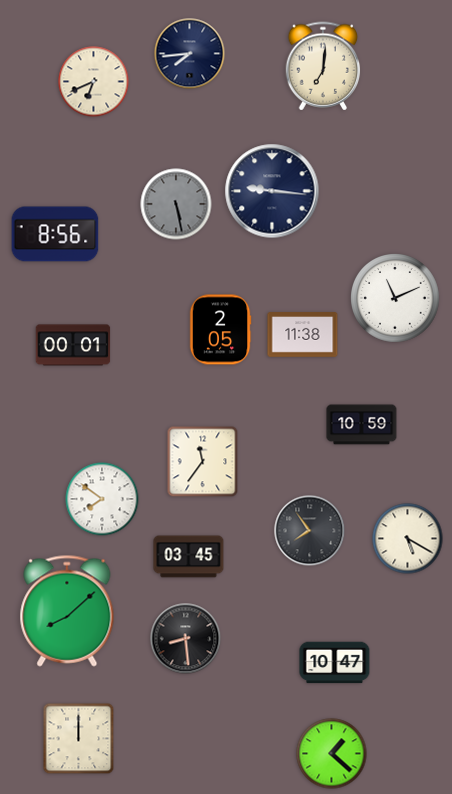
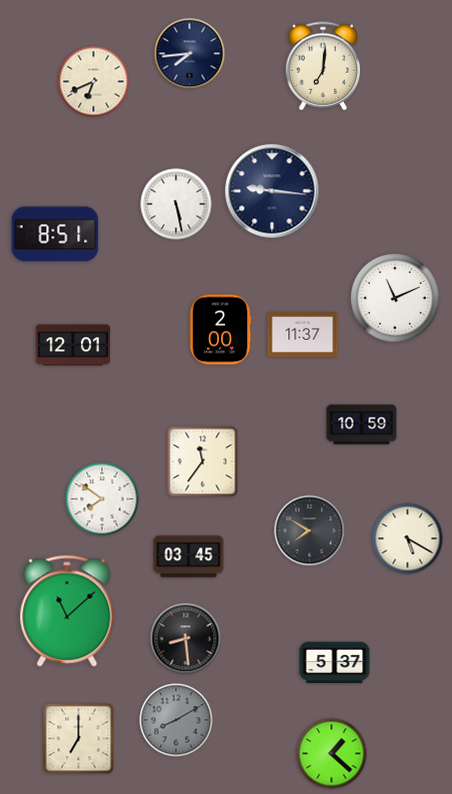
clock at (176, 204) dial: grey -> white
clock at (55, 234): 8:56 -> 8:51
clock at (220, 330): 2:05 -> 2:00
clock at (303, 335): 11:38 -> 11:37
clock at (73, 345): 00:01 -> 12:01
clock at (310, 531): 7:54 -> 7:50
clock at (67, 611): 8:08 -> 11:08
clock at (335, 663): 10:47 -> 5:37
clock at (176, 720): none -> 8:10
clock at (79, 739): 12:00 -> 7:00
